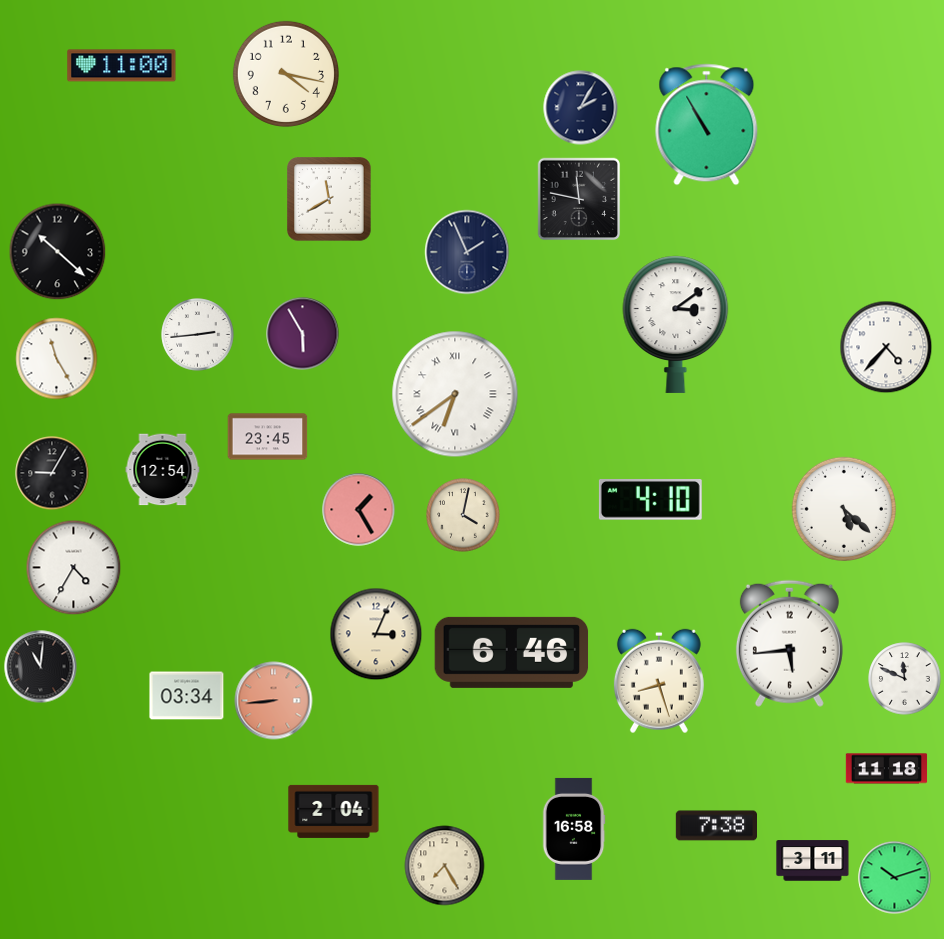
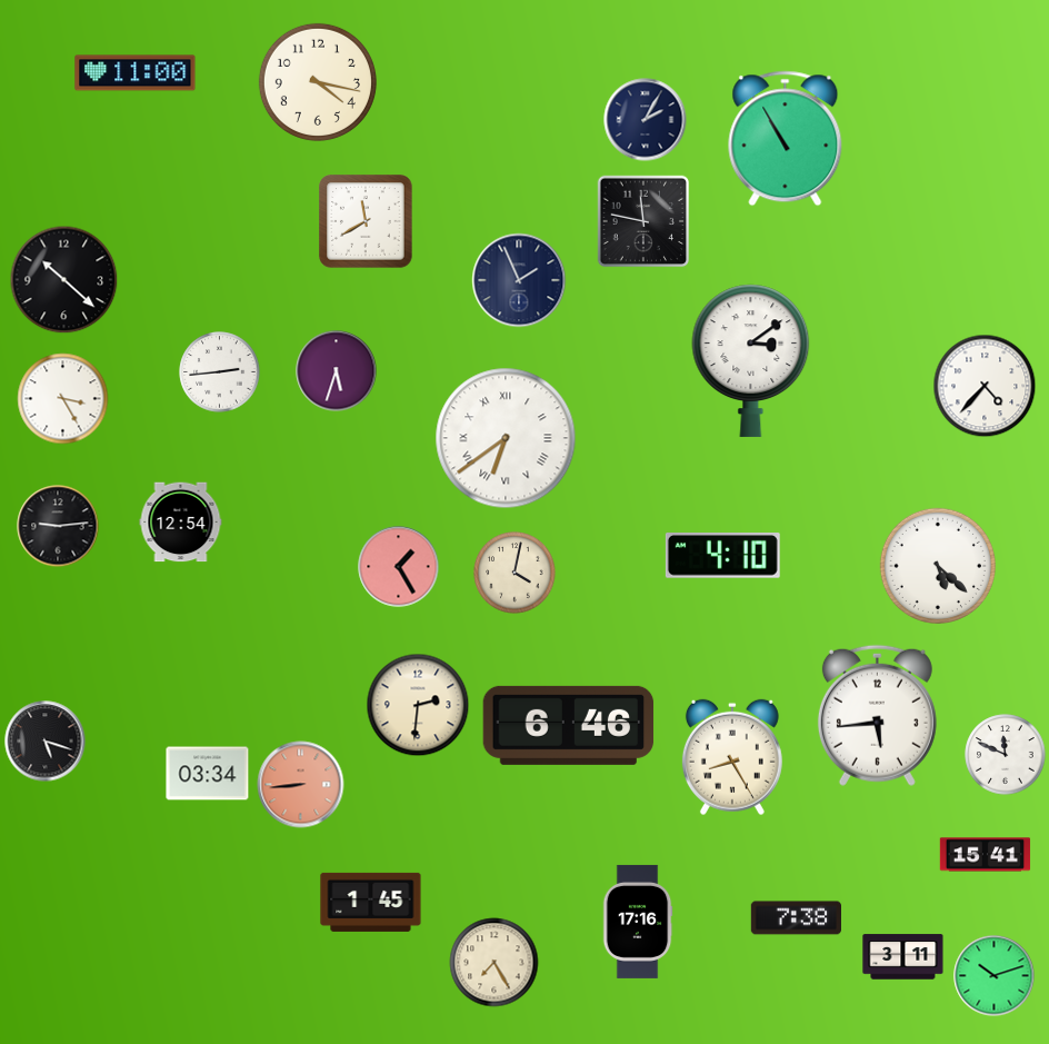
clock at (303, 334): 5:55 -> 5:33
clock at (57, 359): 11:25 -> 3:25
clock at (268, 437): 23:45 -> none
clock at (52, 473): 9:05 -> 9:14
clock at (74, 568): 4:35 -> none
clock at (376, 634): 3:04 -> 2:31
clock at (41, 667): 11:01 -> 5:18
clock at (659, 681): 8:27 -> 8:25
clock at (274, 701) position: (274, 701) -> (301, 785)
clock at (887, 769): 11:18 -> 15:41
clock at (334, 811): 2:04 -> 1:45
clock at (574, 829): 16:58 -> 17:16
